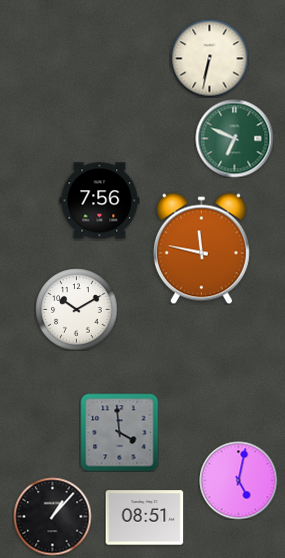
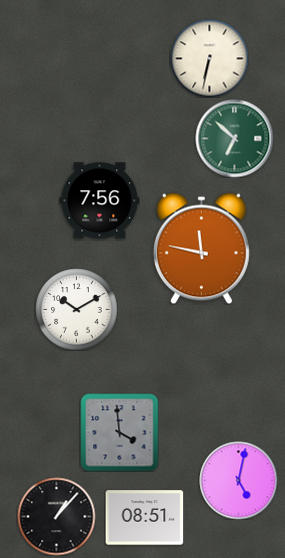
clock at (234, 138): 6:49 -> 6:52
clock at (52, 516) position: (52, 516) -> (56, 516)
